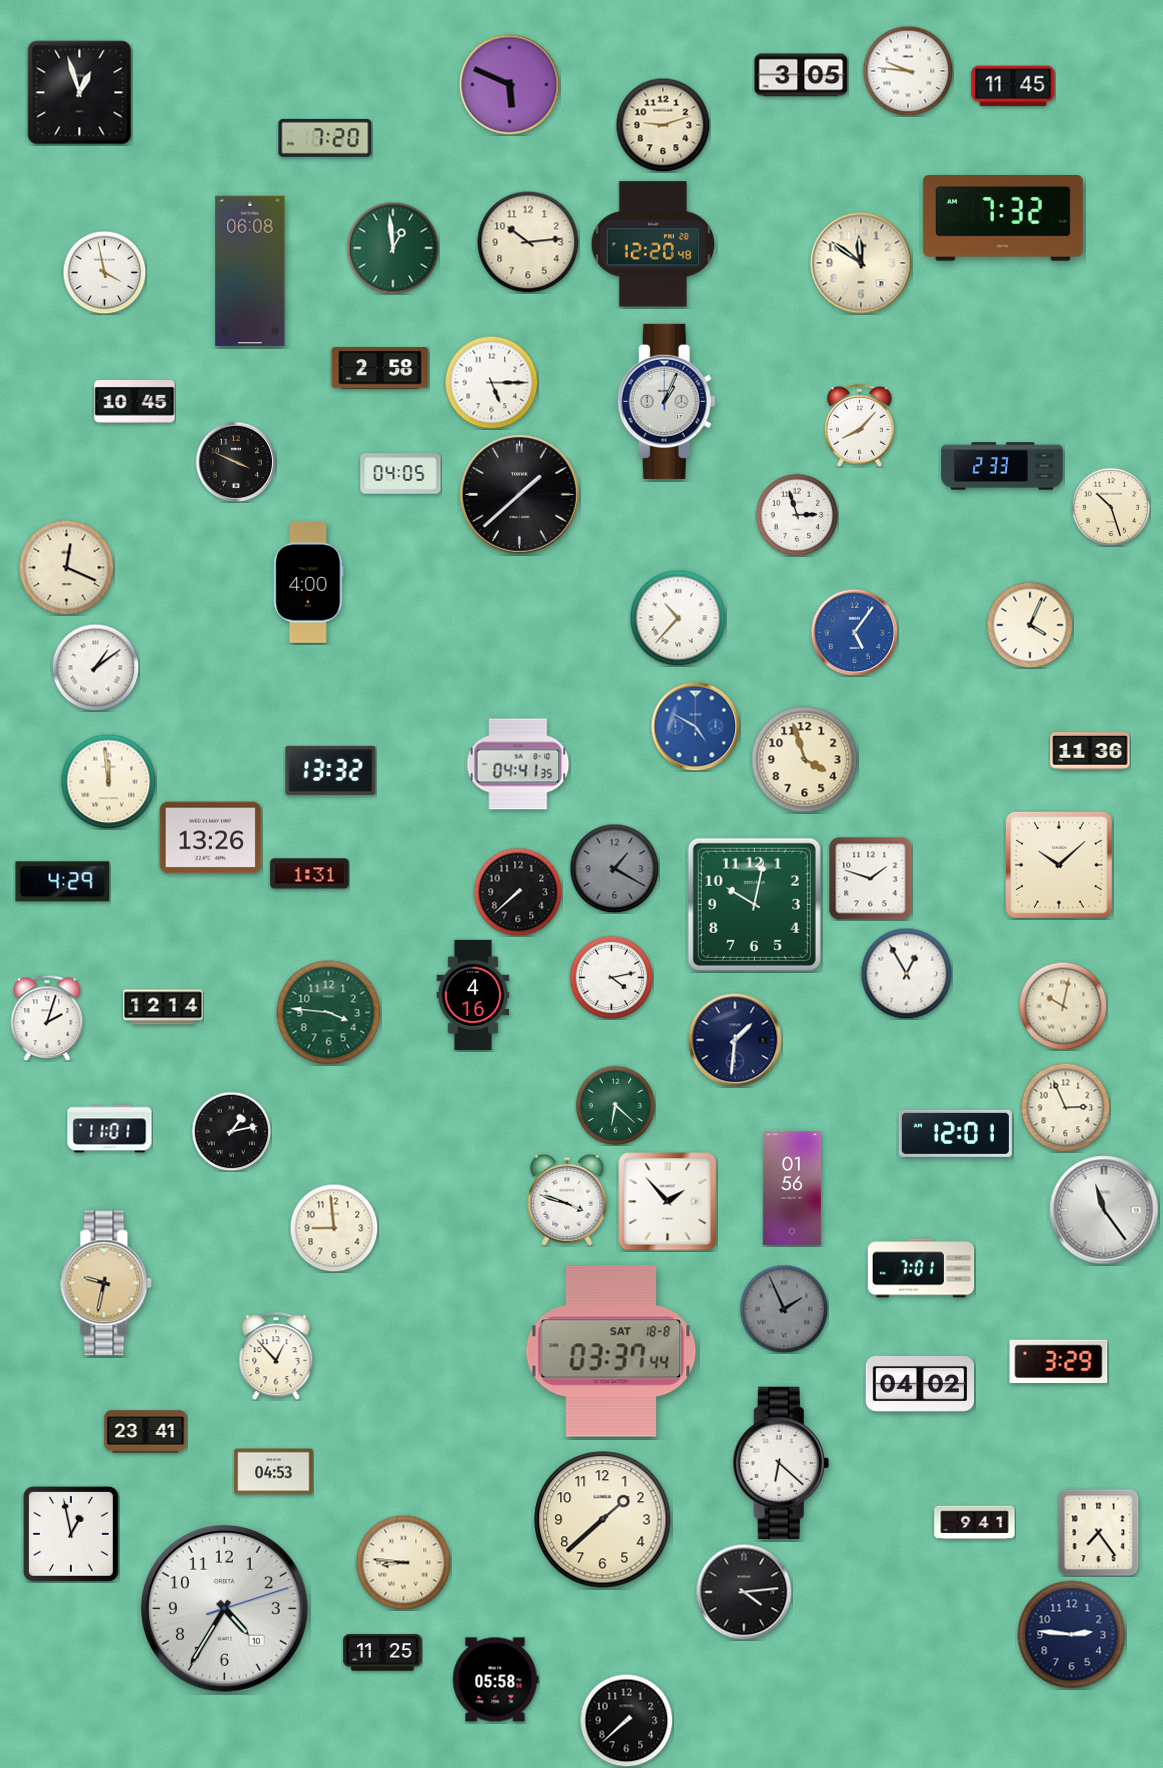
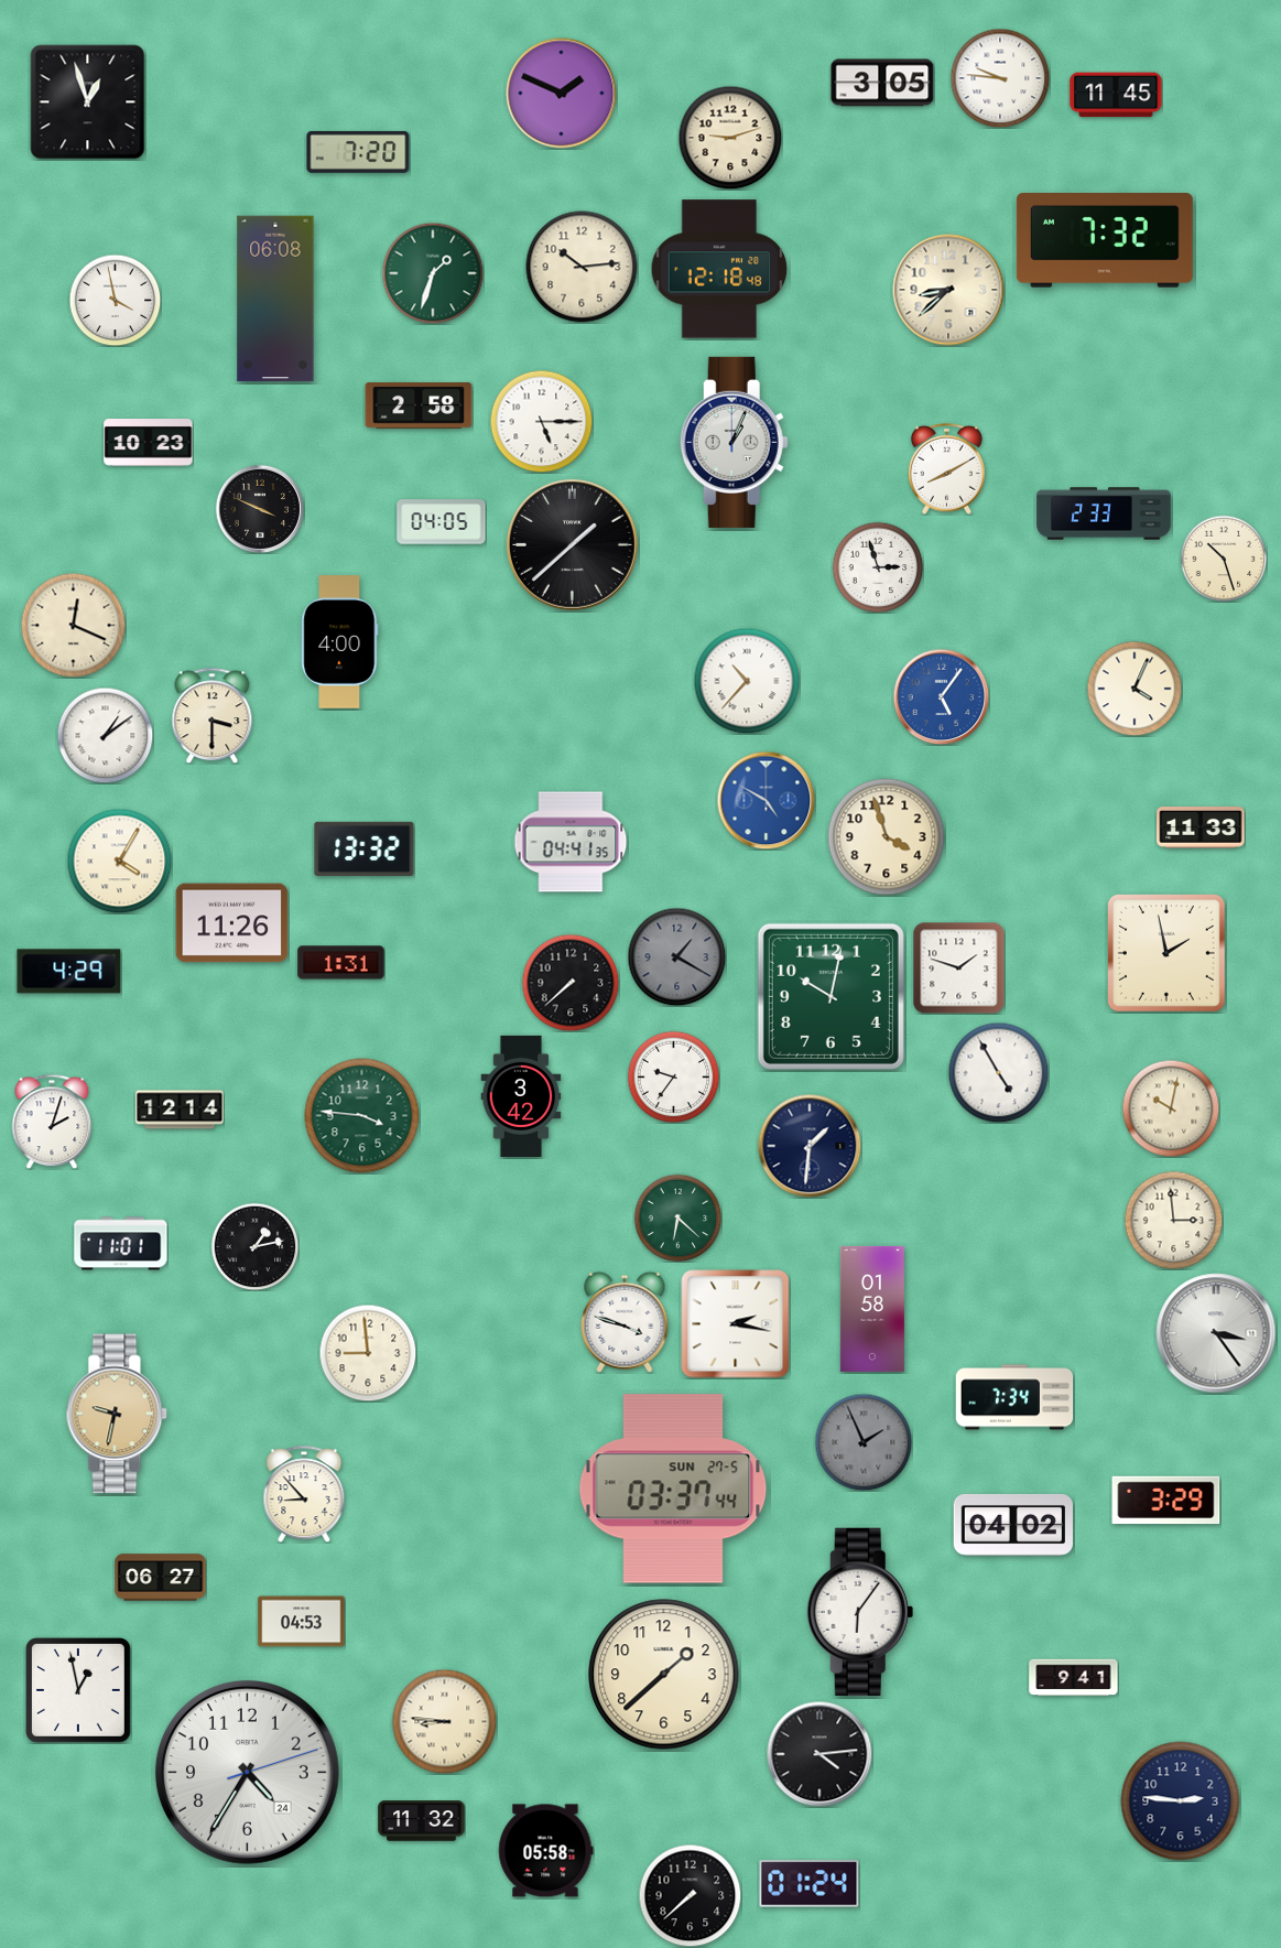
clock at (510, 85): 5:49 -> 1:49
clock at (653, 244): 12:20 -> 12:18
clock at (393, 248): 12:59 -> 1:33
clock at (861, 263): 11:51 -> 8:38
clock at (135, 402): 10:45 -> 10:23
clock at (859, 425): 8:07 -> 8:10
clock at (213, 715): none -> 3:30
clock at (1090, 752): 11:36 -> 11:33
clock at (108, 781): 11:59 -> 4:05
clock at (211, 838): 13:26 -> 11:26
clock at (1059, 865): 10:08 -> 1:58
clock at (906, 973): 12:55 -> 4:55
clock at (611, 977): 4:13 -> 9:36
clock at (473, 995): 4:16 -> 3:42
clock at (1065, 1107): 2:56 -> 2:59
clock at (955, 1133): 12:01 -> none
clock at (792, 1188): 01:56 -> 01:58
clock at (668, 1202): 1:53 -> 2:17
clock at (1104, 1210): 11:24 -> 3:24
clock at (921, 1268): 7:01 -> 7:34
clock at (611, 1351) date: SAT 18-8 -> SUN 27-5
clock at (276, 1356): 12:53 -> 8:53
clock at (146, 1432): 23:41 -> 06:27
clock at (781, 1463): 6:22 -> 6:06
clock at (1099, 1532): 7:24 -> none
clock at (224, 1608) date: 10 -> 24
clock at (383, 1653): 11:25 -> 11:32
clock at (810, 1884): none -> 01:24
